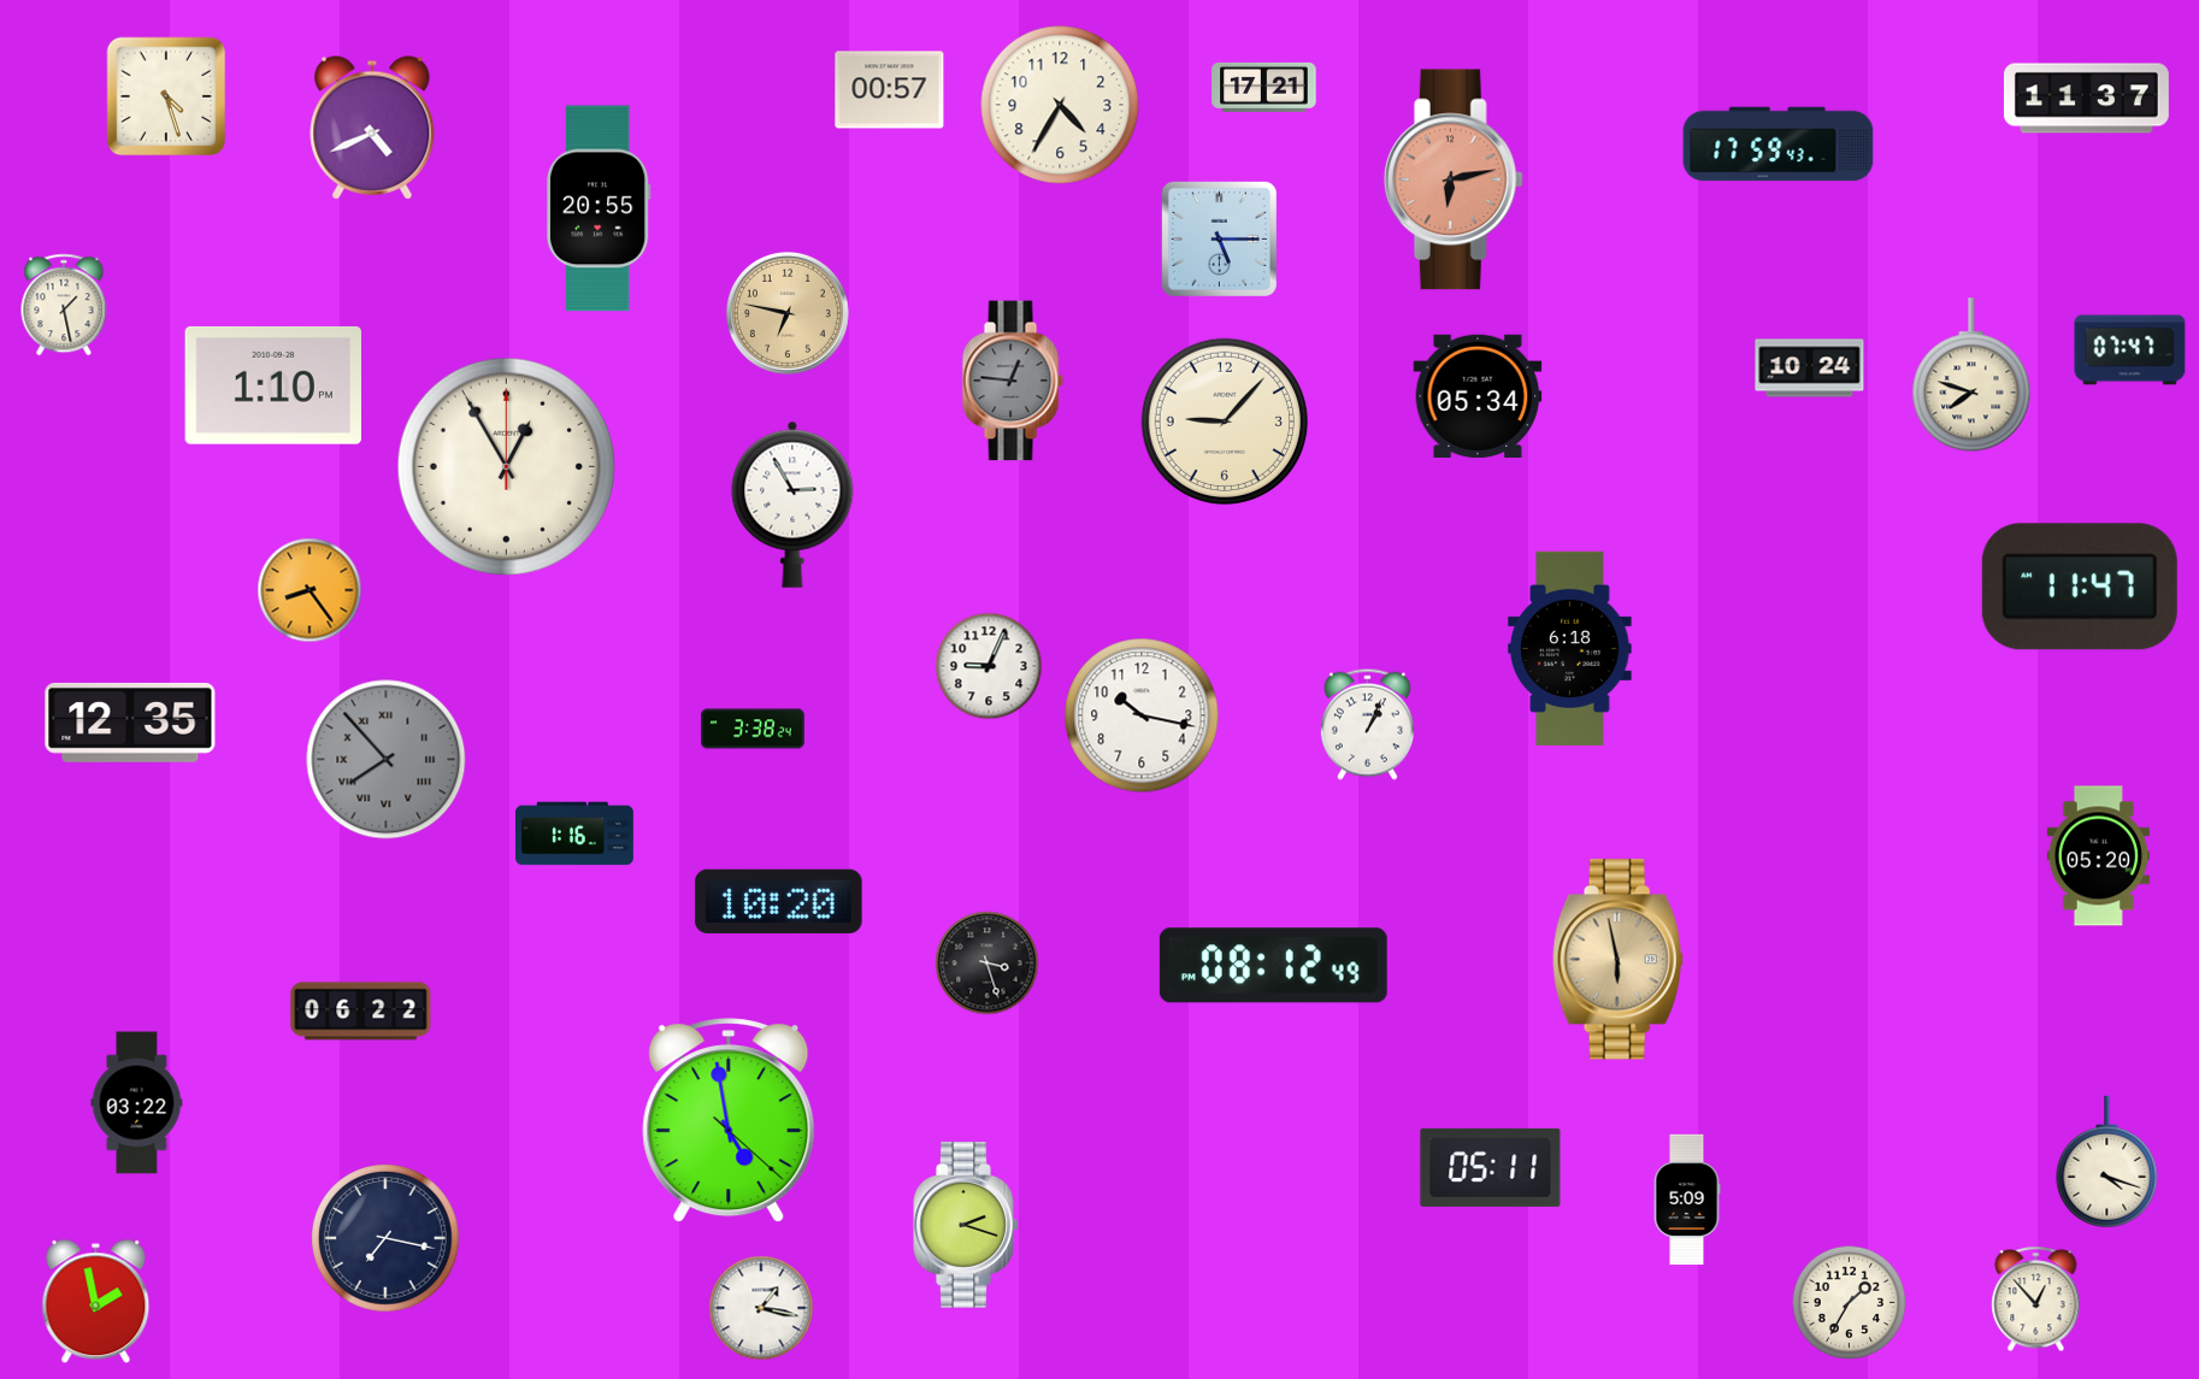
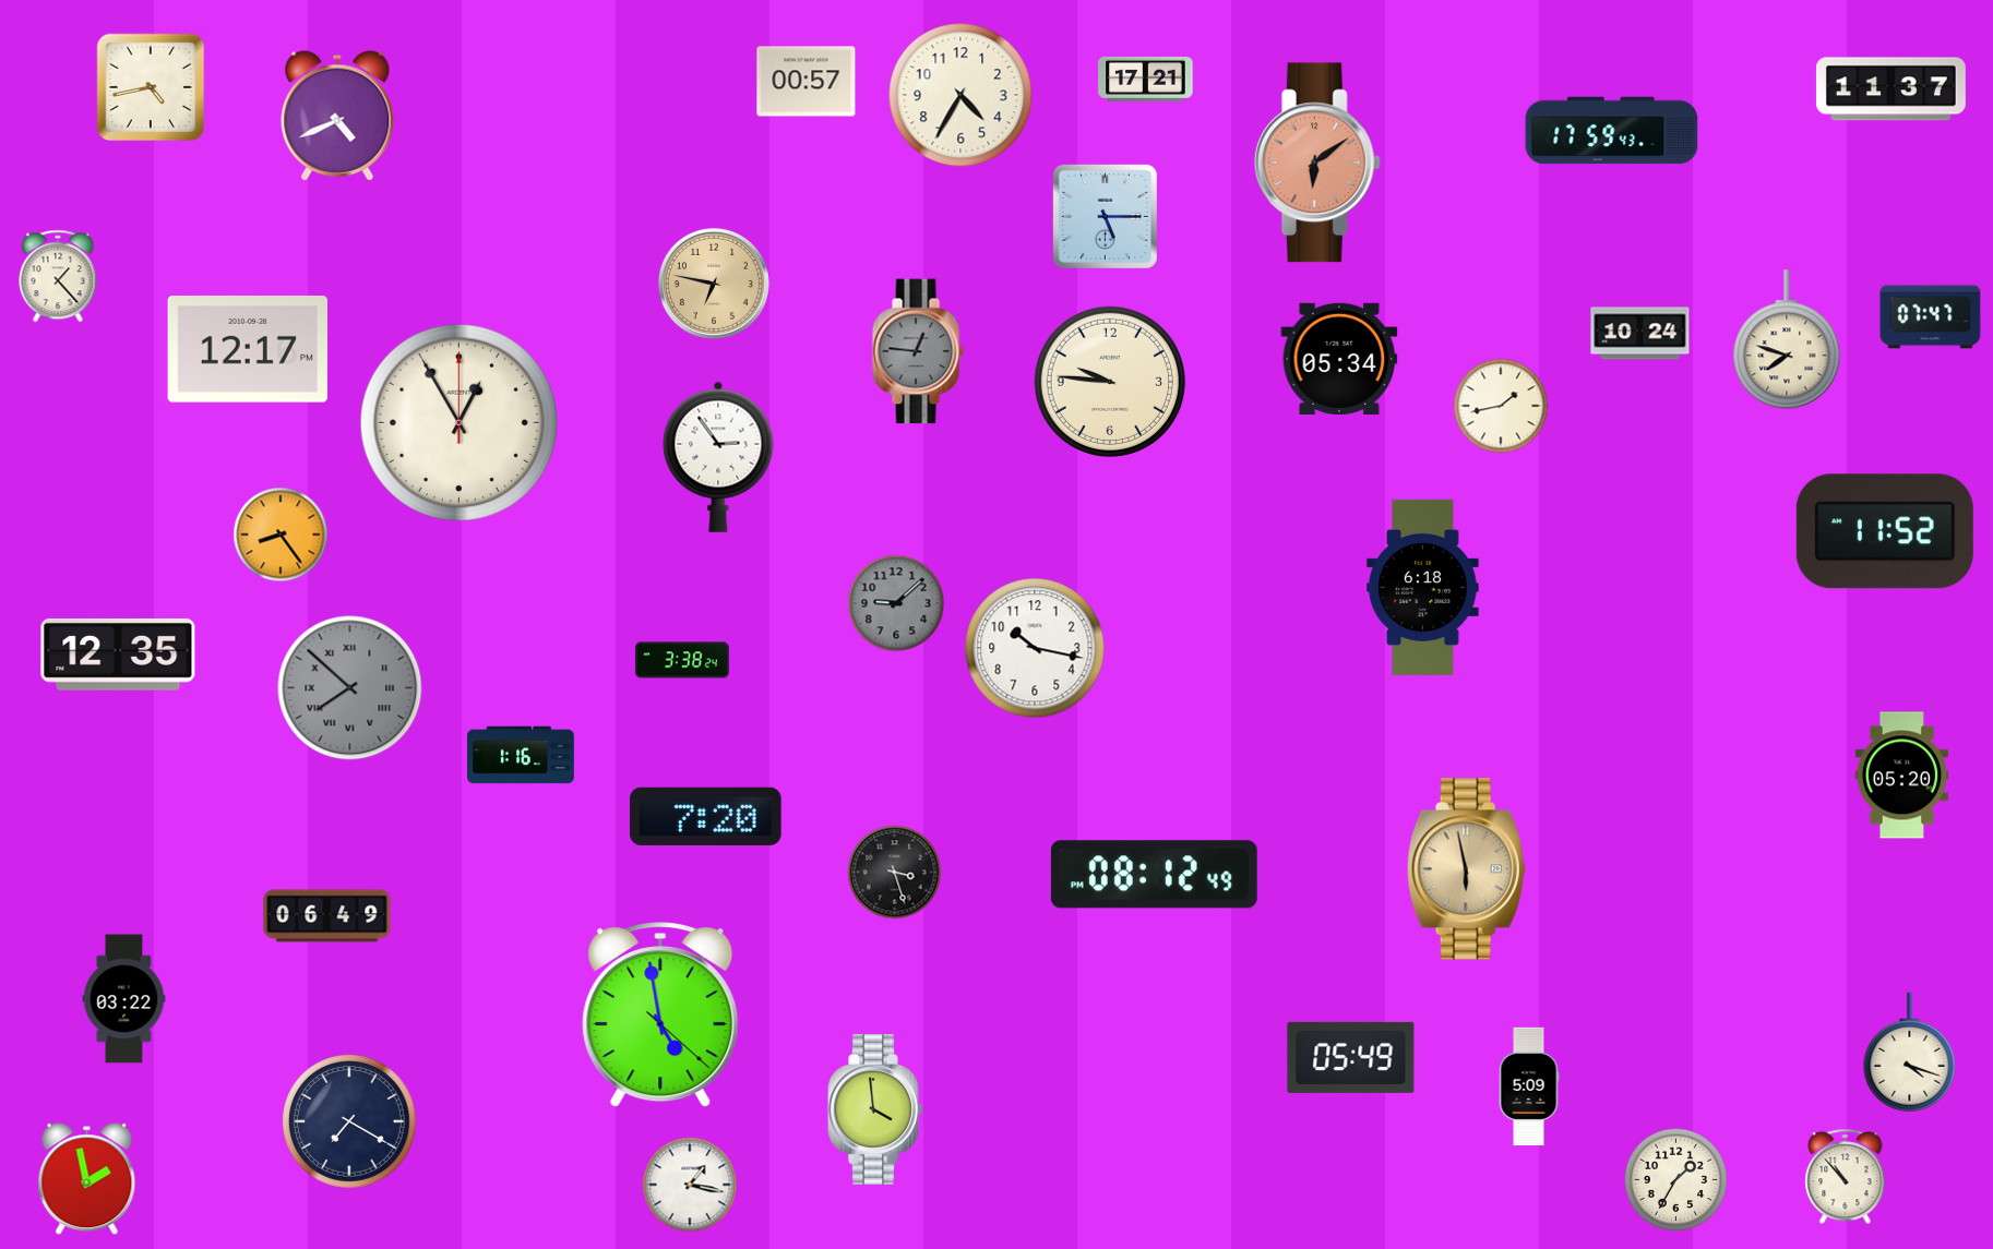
clock at (166, 96): 4:27 -> 4:43
clock at (1454, 179): 6:13 -> 6:09
clock at (600, 208): 20:55 -> none
clock at (64, 305): 1:28 -> 1:23
clock at (1013, 381) position: (1013, 381) -> (918, 351)
clock at (272, 385): 1:10 -> 12:17
clock at (1224, 420): 9:07 -> 9:46
clock at (1501, 406): none -> 1:43
clock at (792, 505): 2:55 -> 2:54
clock at (2080, 587): 11:47 -> 11:52
clock at (989, 666): 9:04 -> 9:08
clock at (989, 666) dial: white -> grey
clock at (1367, 724): 1:04 -> none
clock at (387, 760): 7:53 -> 7:52
clock at (779, 901): 10:20 -> 7:20
clock at (361, 1012): 06:22 -> 06:49
clock at (1491, 1167): 05:11 -> 05:49
clock at (966, 1226): 2:18 -> 3:59
clock at (387, 1239): 7:17 -> 7:20
clock at (2036, 1300): 12:53 -> 10:53
